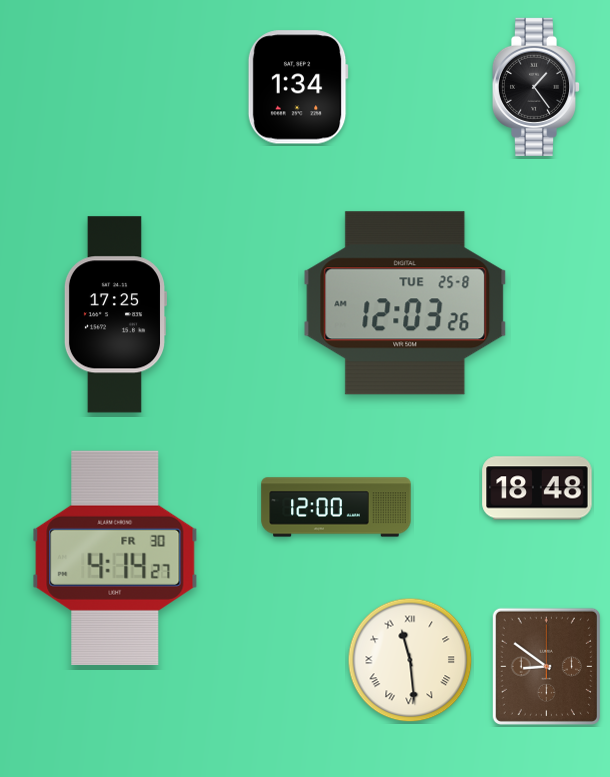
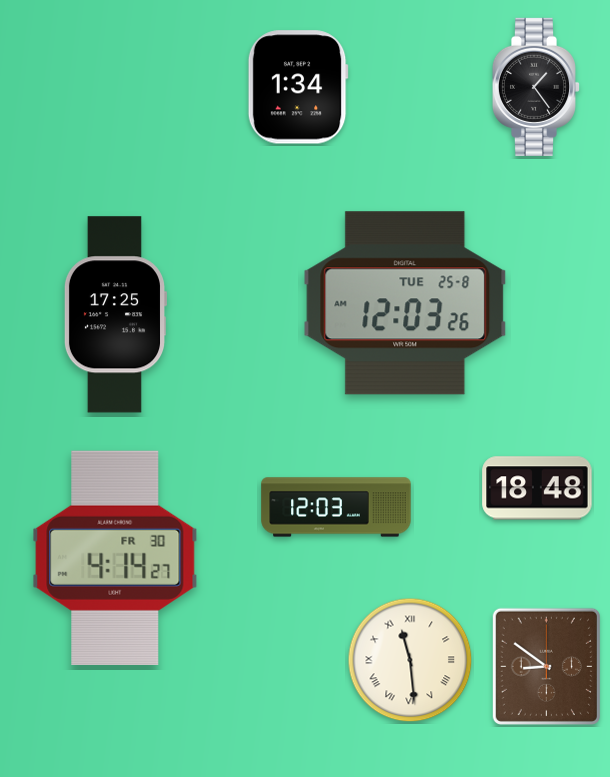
clock at (336, 507): 12:00 -> 12:03
